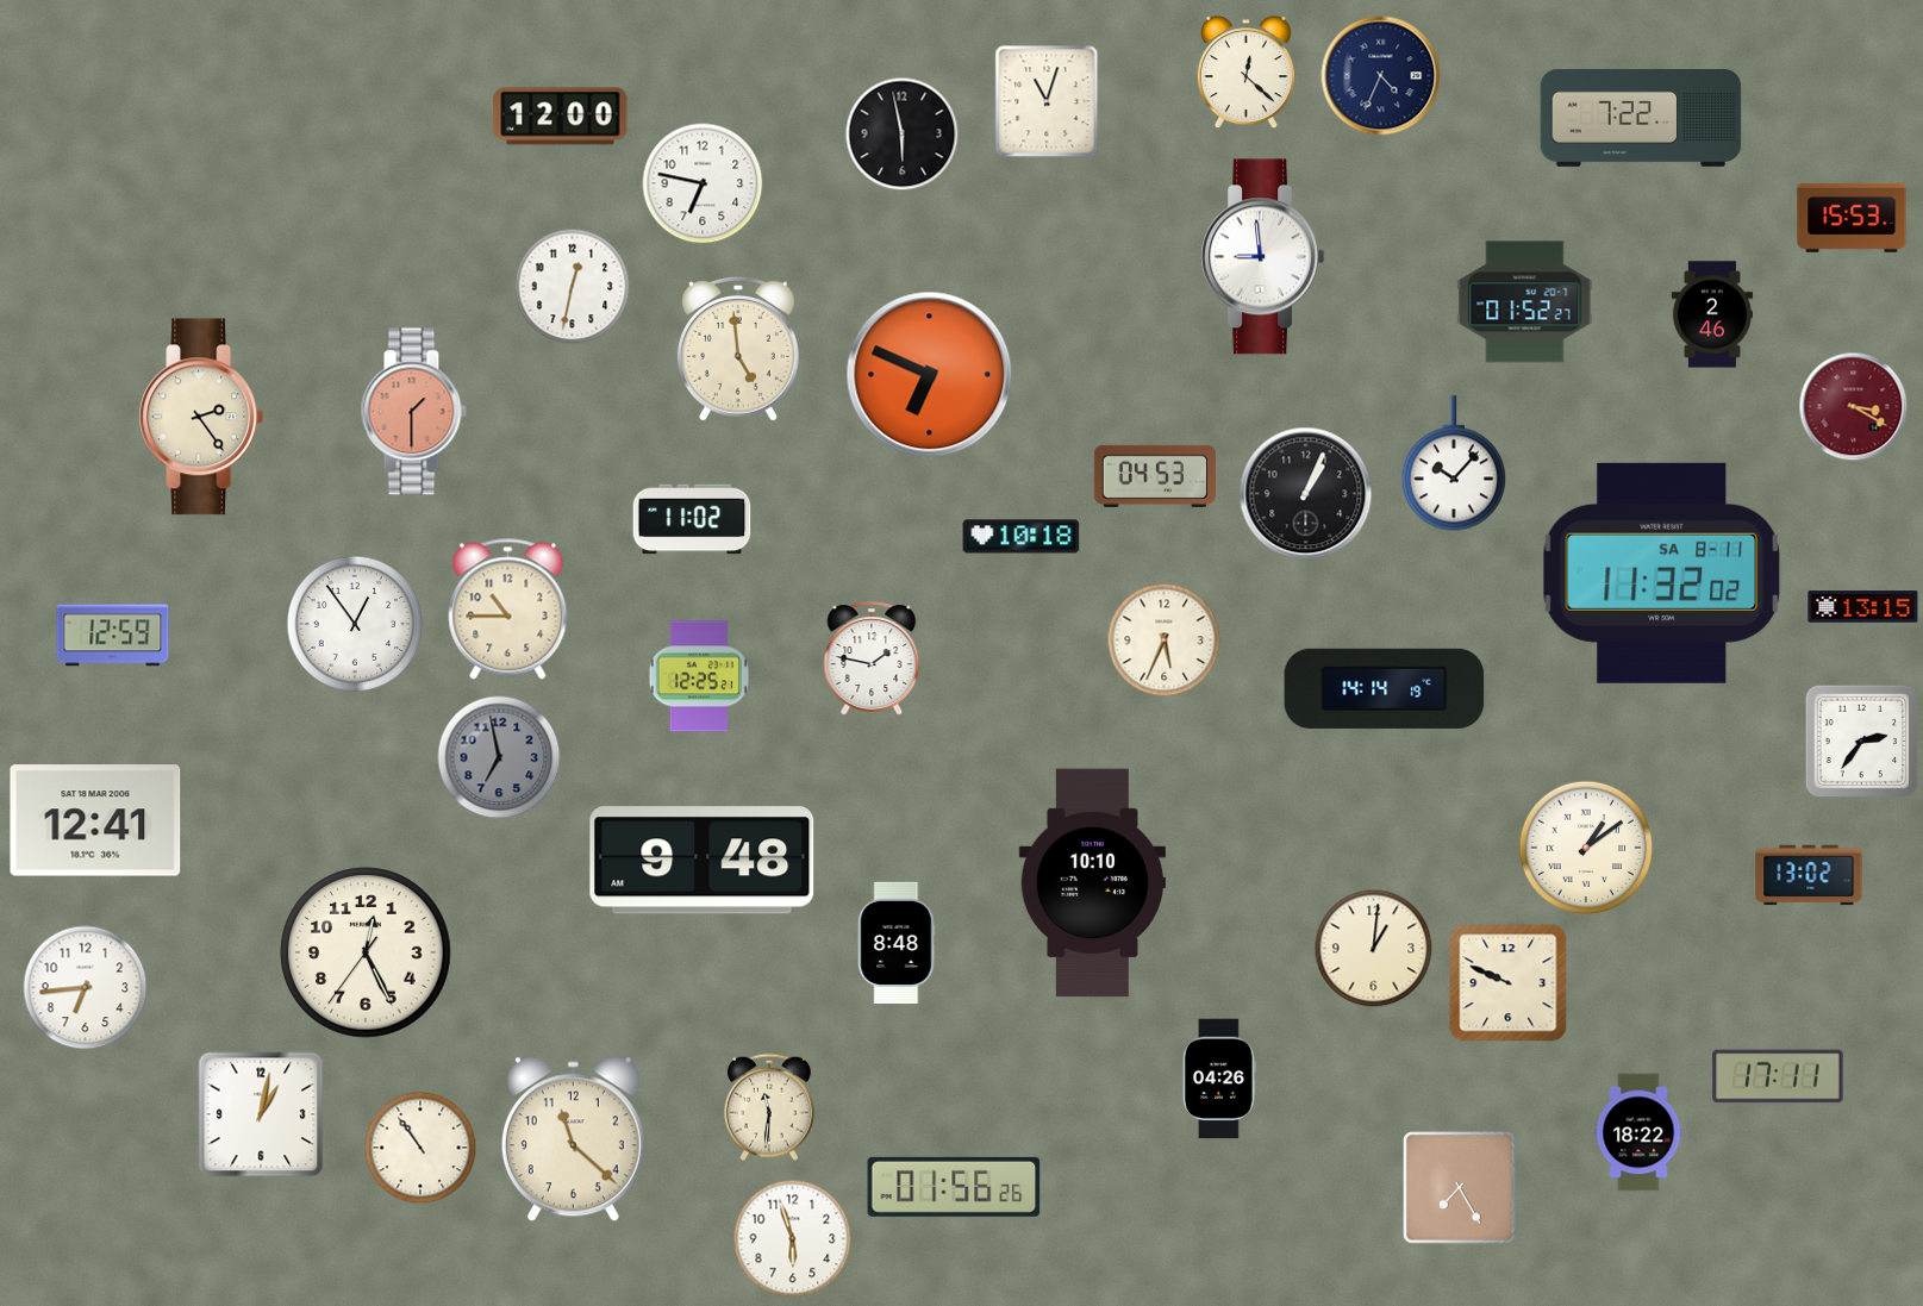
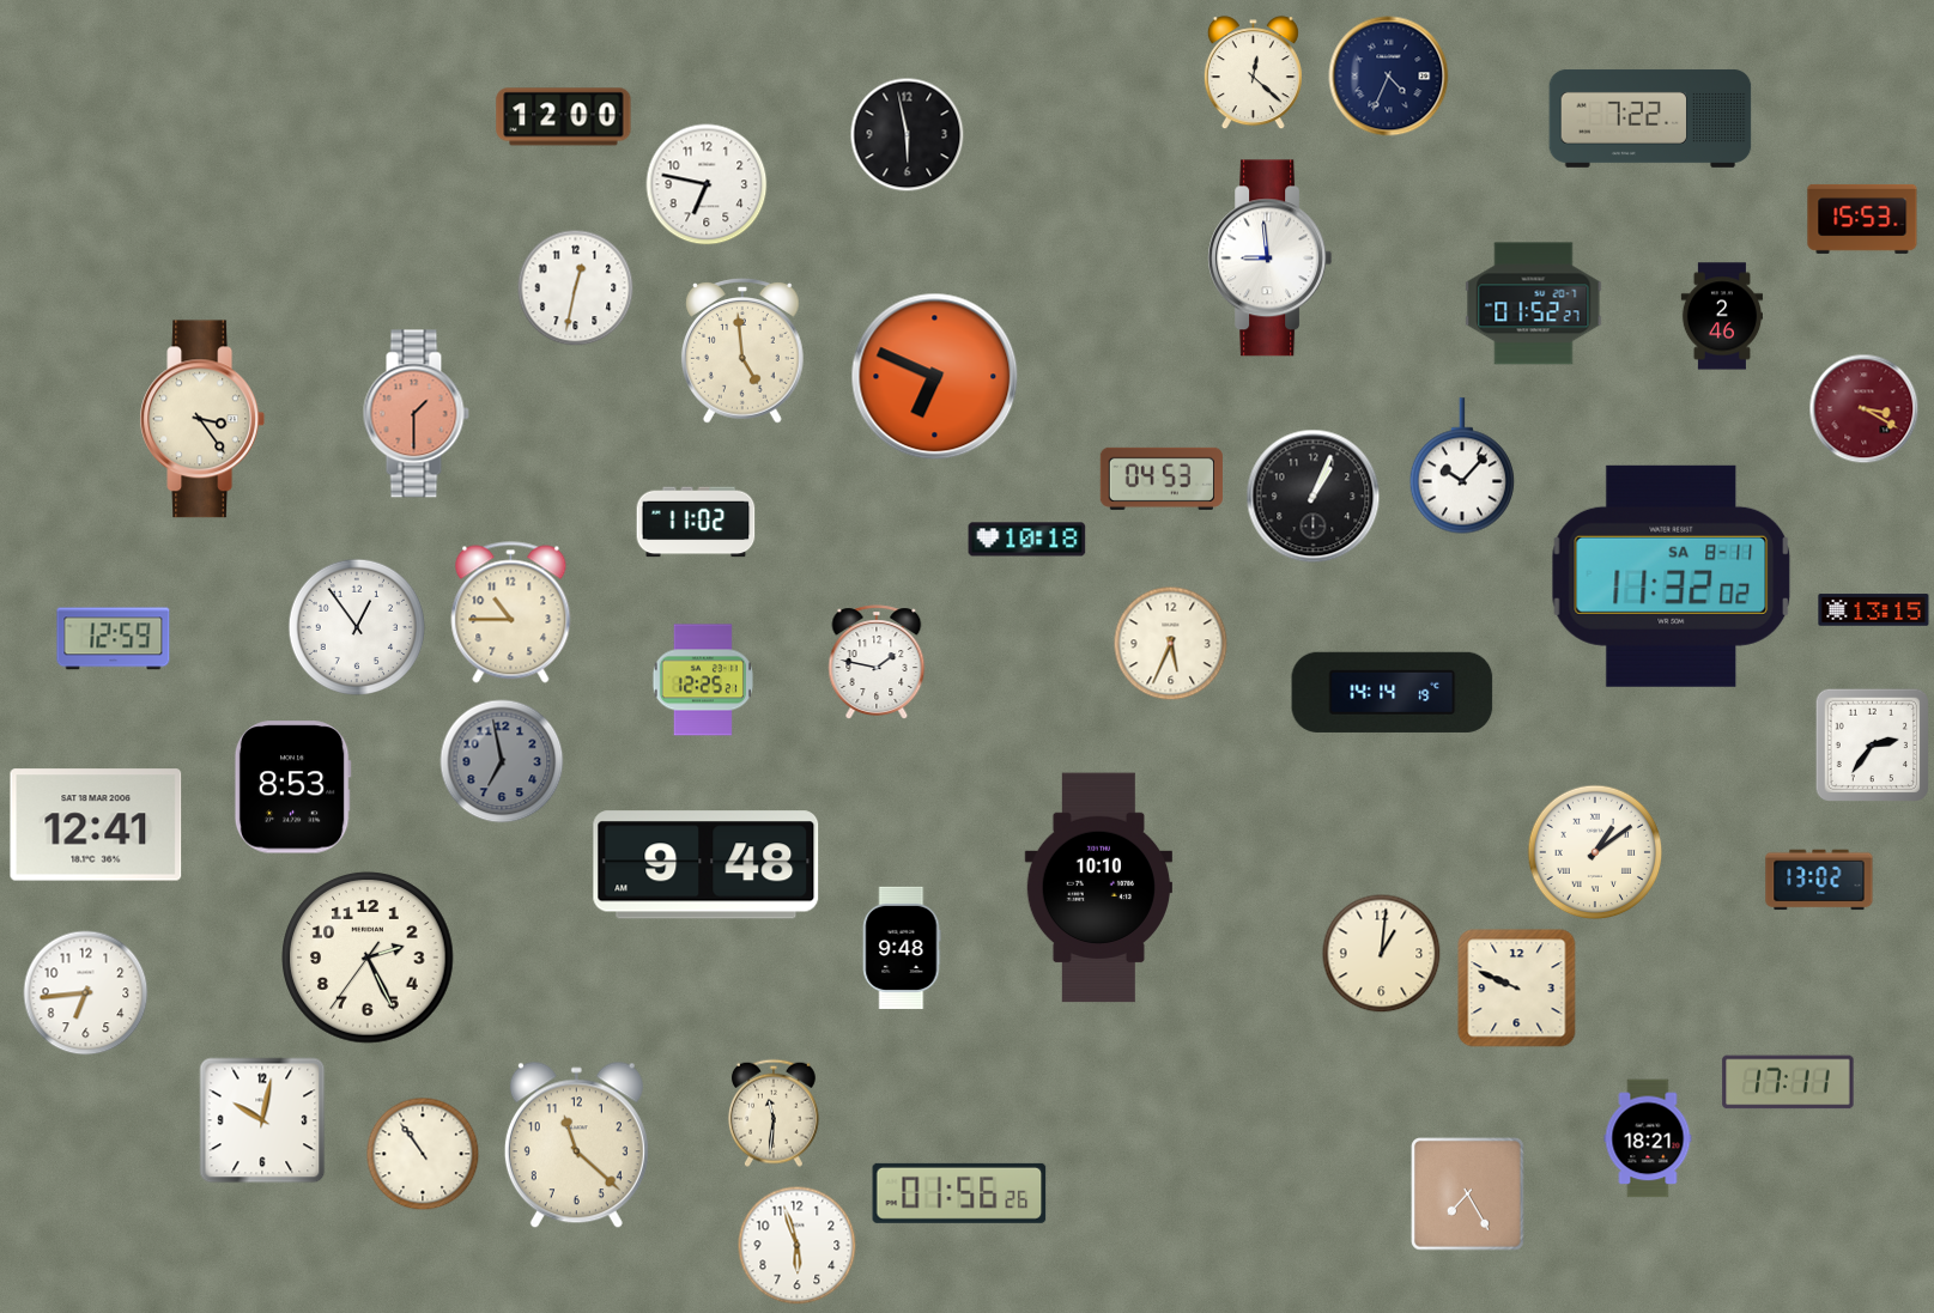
clock at (1047, 101): 11:03 -> none
clock at (201, 417): 2:24 -> 3:24
clock at (292, 788): none -> 8:53
clock at (897, 942): 8:48 -> 9:48
clock at (366, 952): 12:25 -> 2:25
clock at (1219, 1079): 04:26 -> none
clock at (261, 1114): 1:02 -> 10:02
clock at (1638, 1132): 18:22 -> 18:21
